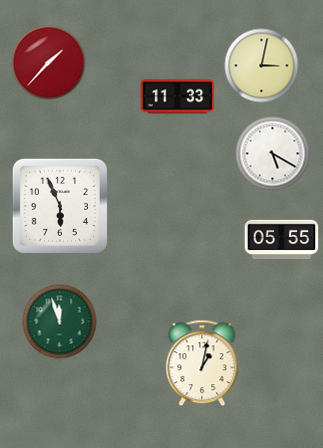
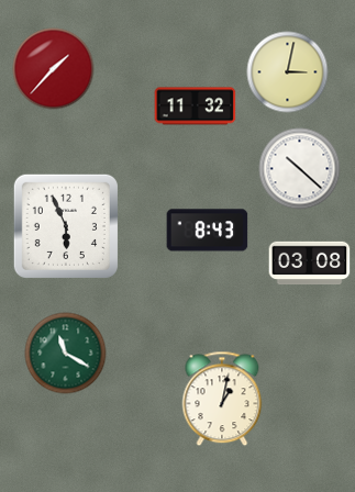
clock at (178, 97): 11:33 -> 11:32
clock at (273, 154): 5:20 -> 10:22
clock at (208, 231): none -> 8:43
clock at (282, 240): 05:55 -> 03:08
clock at (60, 322): 11:57 -> 11:20
